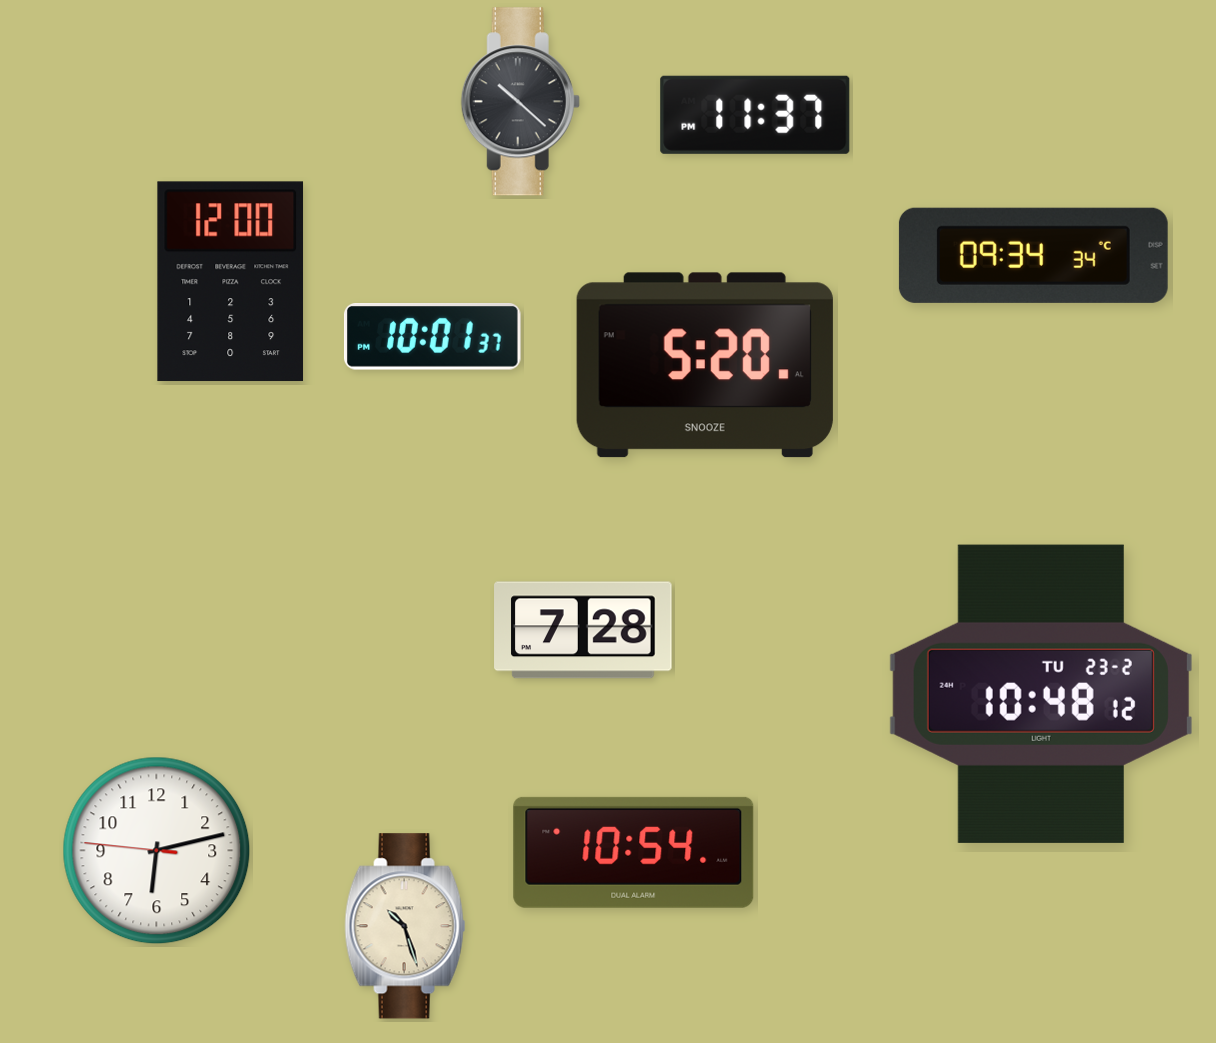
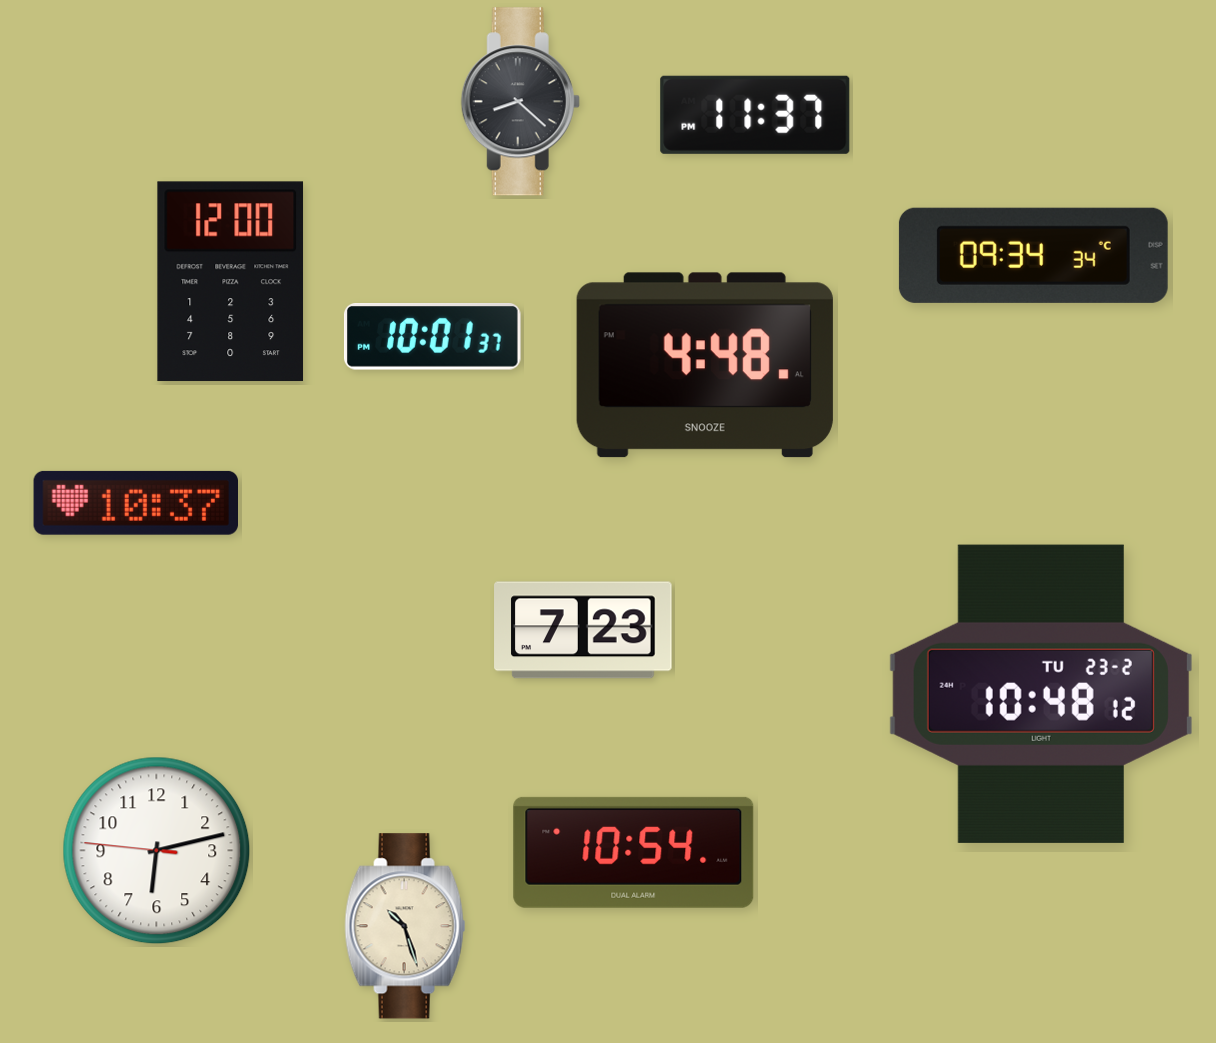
clock at (520, 102): 10:22 -> 8:22
clock at (705, 365): 5:20 -> 4:48
clock at (135, 503): none -> 10:37
clock at (583, 630): 7:28 -> 7:23
